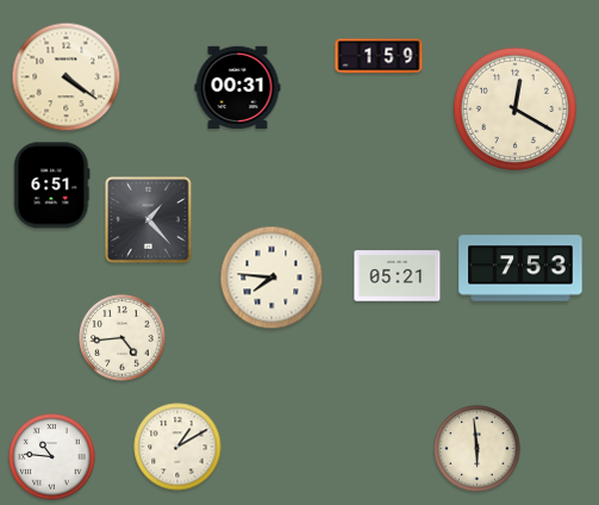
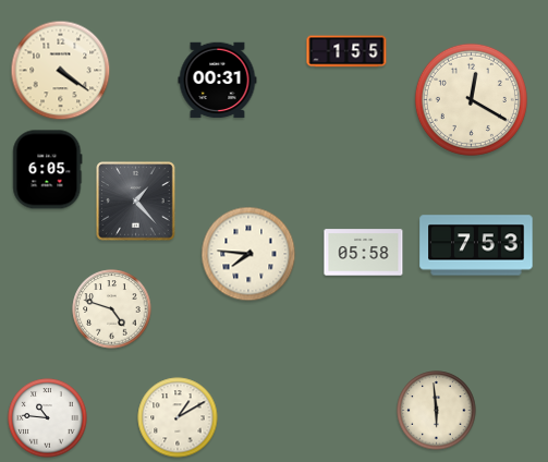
clock at (379, 56): 1:59 -> 1:55
clock at (52, 186): 6:51 -> 6:05
clock at (398, 276): 05:21 -> 05:58
clock at (123, 338): 4:44 -> 4:48
clock at (177, 447) position: (177, 447) -> (178, 417)
